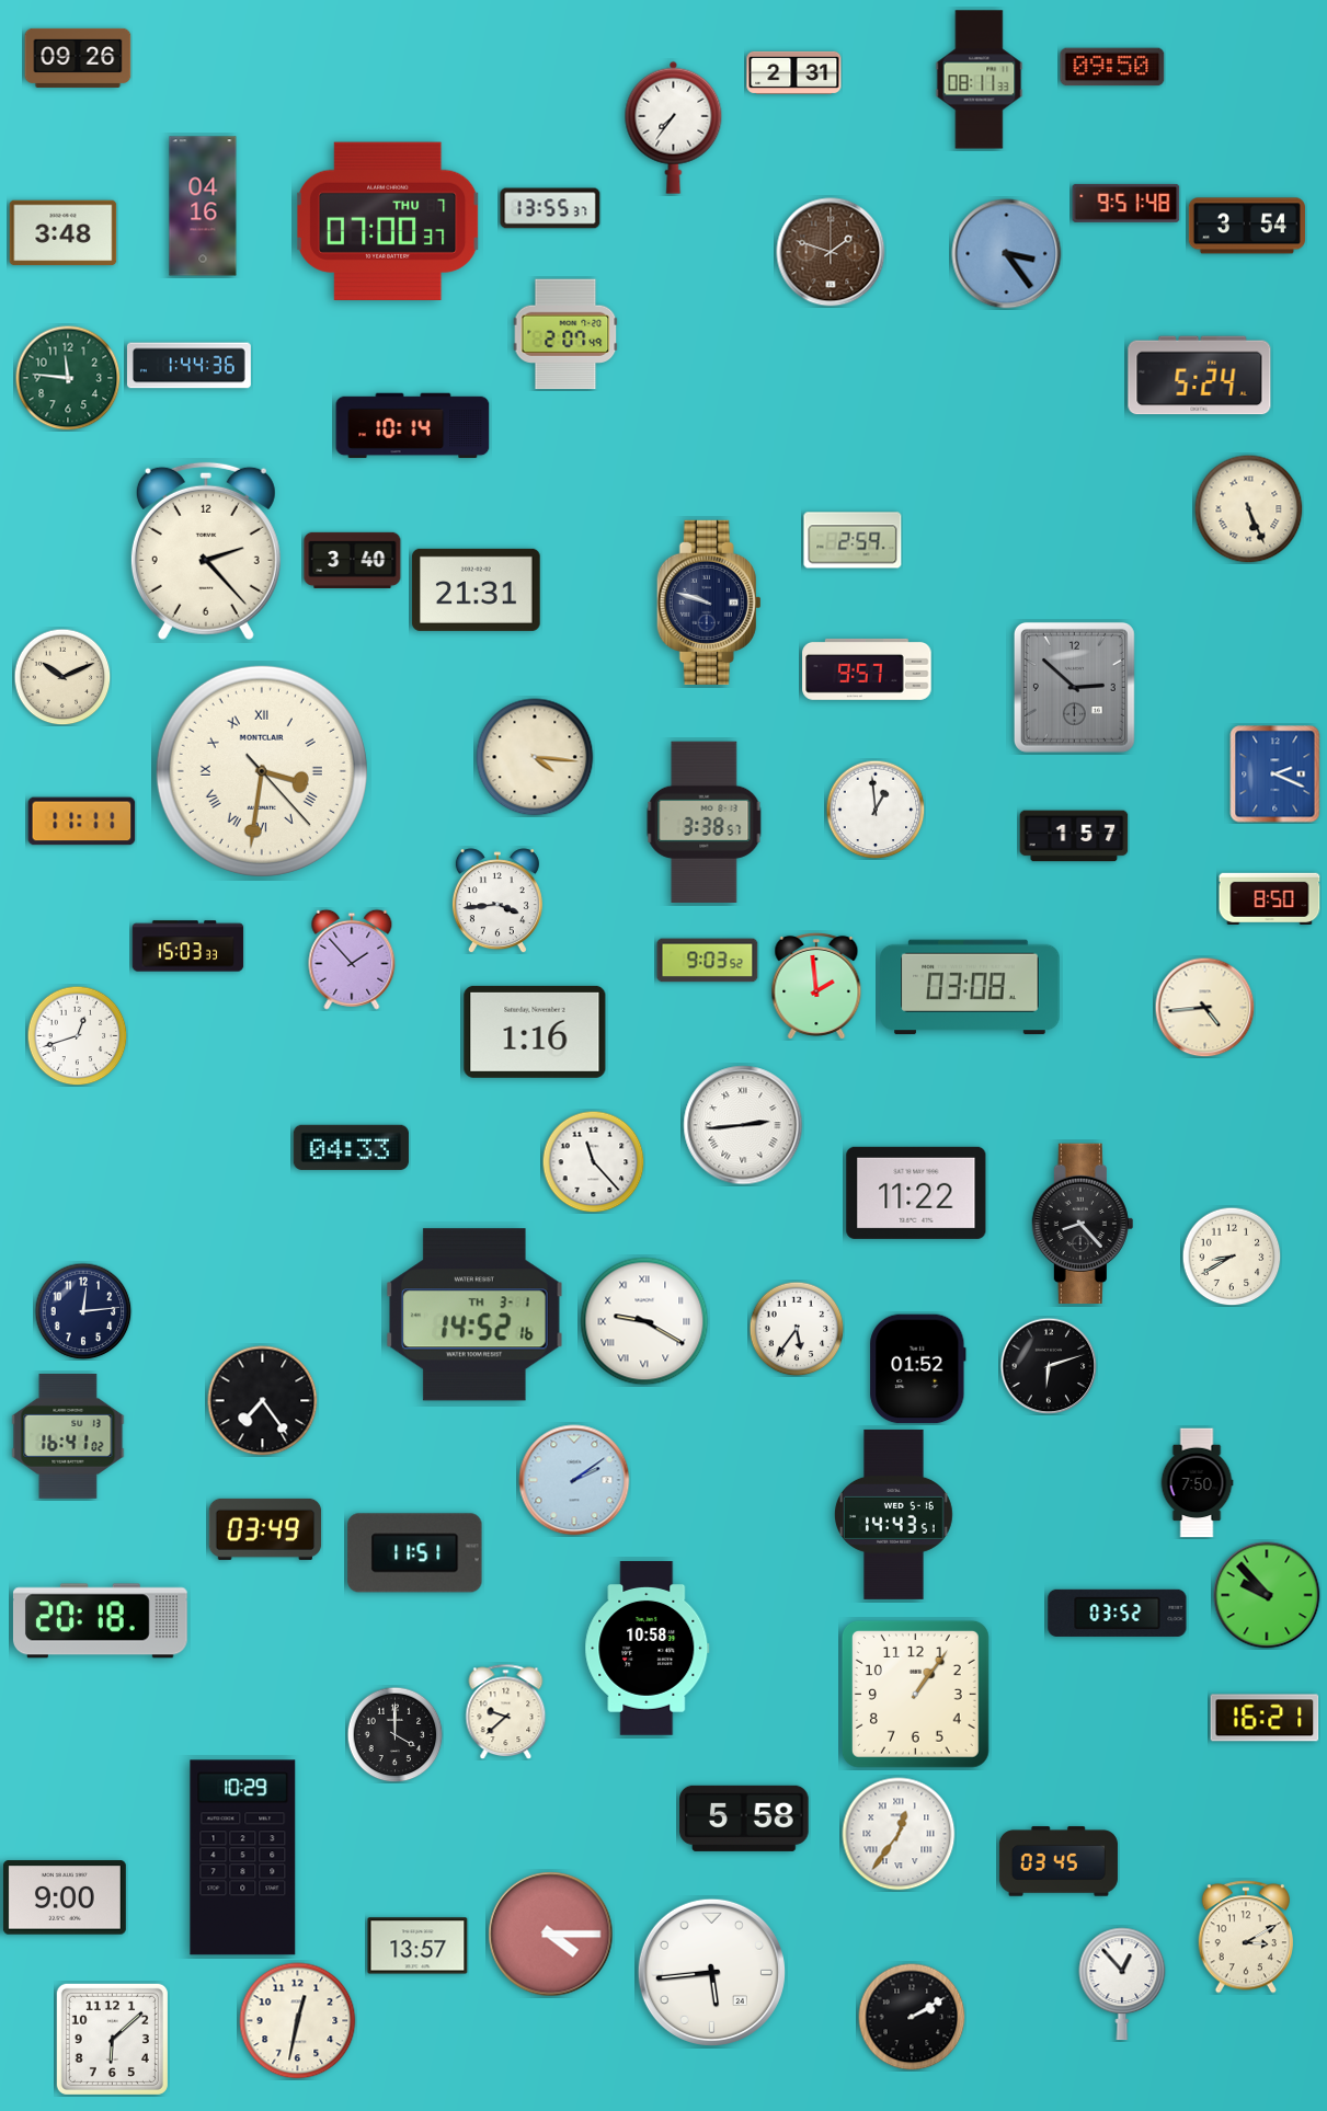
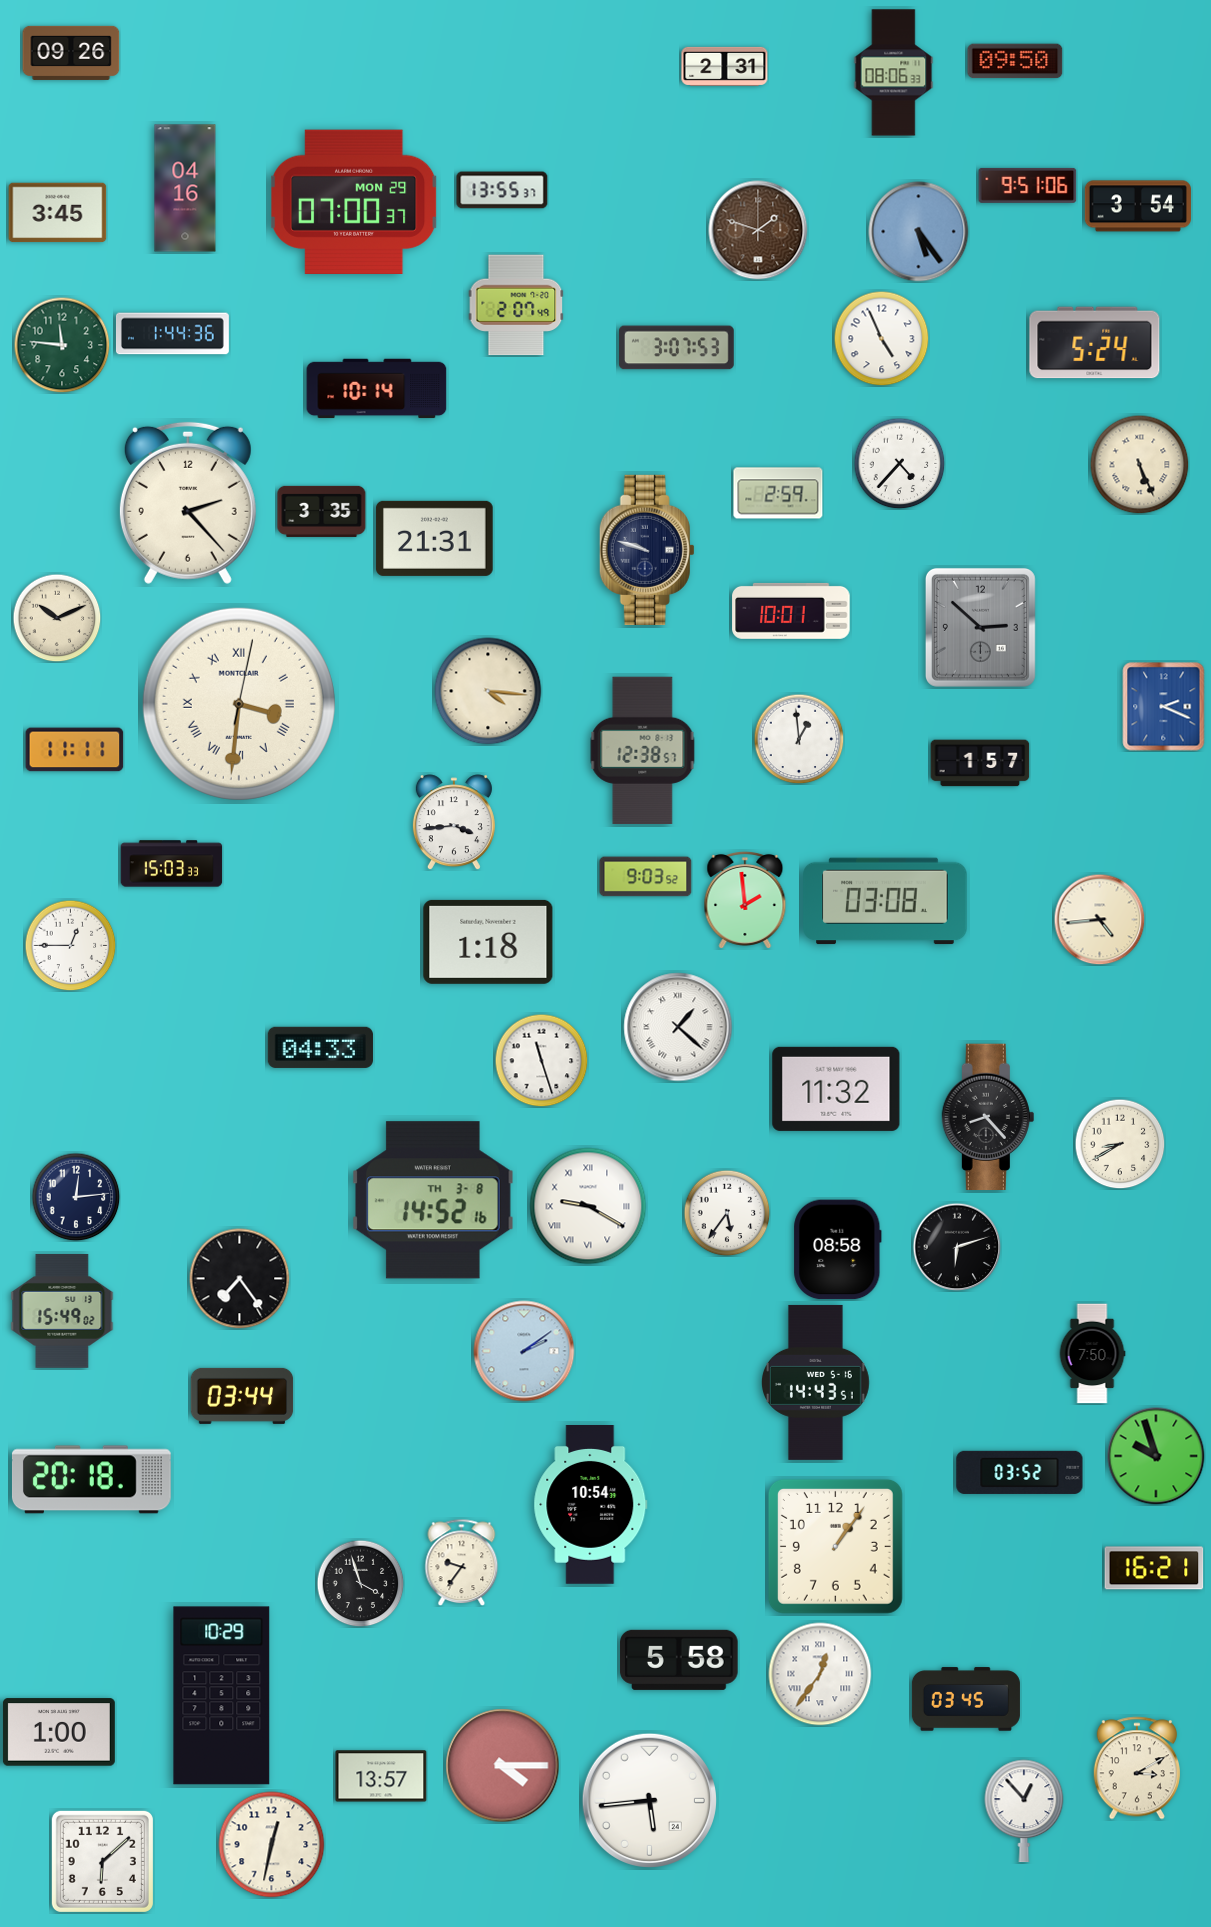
clock at (980, 80): 08:11 -> 08:06
clock at (674, 127): 7:36 -> none
clock at (1126, 203): 9:51:48 -> 9:51:06
clock at (389, 221) date: THU 7 -> MON 29
clock at (64, 233): 3:48 -> 3:45
clock at (1007, 254): 3:24 -> 5:24
clock at (881, 338): none -> 4:56
clock at (677, 348): none -> 3:07
clock at (899, 463): none -> 4:37
clock at (353, 560): 3:40 -> 3:35
clock at (867, 669): 9:57 -> 10:01
clock at (262, 771): 3:31:23 -> 3:31:02
clock at (705, 822): 3:38 -> 12:38
clock at (1270, 898): 8:50 -> none
clock at (352, 960): 1:53 -> none
clock at (535, 1032): 1:16 -> 1:18
clock at (77, 1035): 12:42 -> 12:45
clock at (743, 1125): 2:44 -> 1:22
clock at (593, 1161): 11:23 -> 11:27
clock at (916, 1193): 11:22 -> 11:32
clock at (1232, 1257) position: (1232, 1257) -> (1120, 1144)
clock at (474, 1315) date: TH 3-1 -> TH 3-8
clock at (918, 1369): 01:52 -> 08:58
clock at (68, 1436): 16:41 -> 15:49
clock at (265, 1529): 03:49 -> 03:44
clock at (415, 1553): 11:51 -> none
clock at (1267, 1595): 9:53 -> 9:57
clock at (648, 1649): 10:58 -> 10:54
clock at (506, 1711): 9:38 -> 9:36
clock at (394, 1734): 4:00 -> 3:57
clock at (65, 1897): 9:00 -> 1:00
clock at (912, 2017): 2:10 -> none
